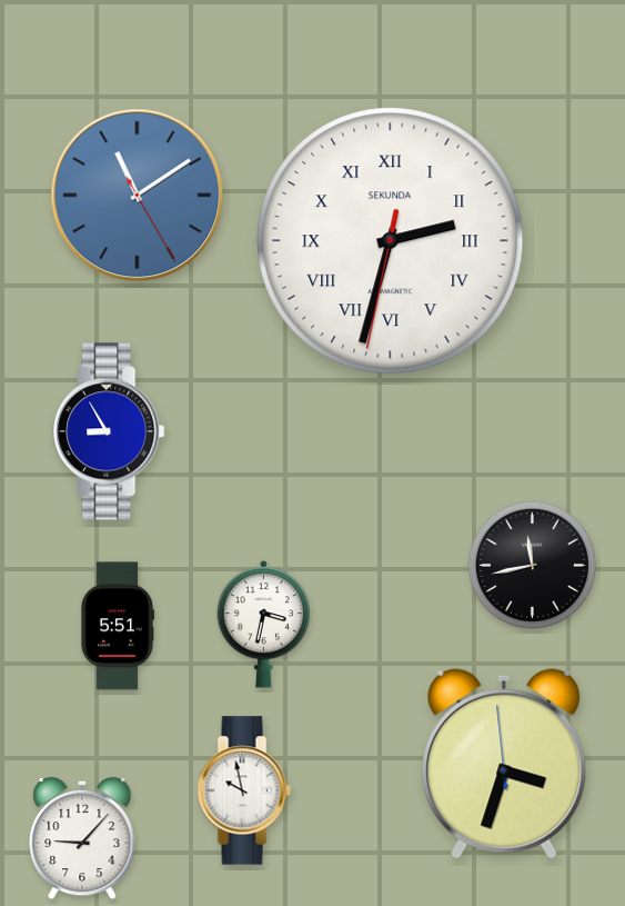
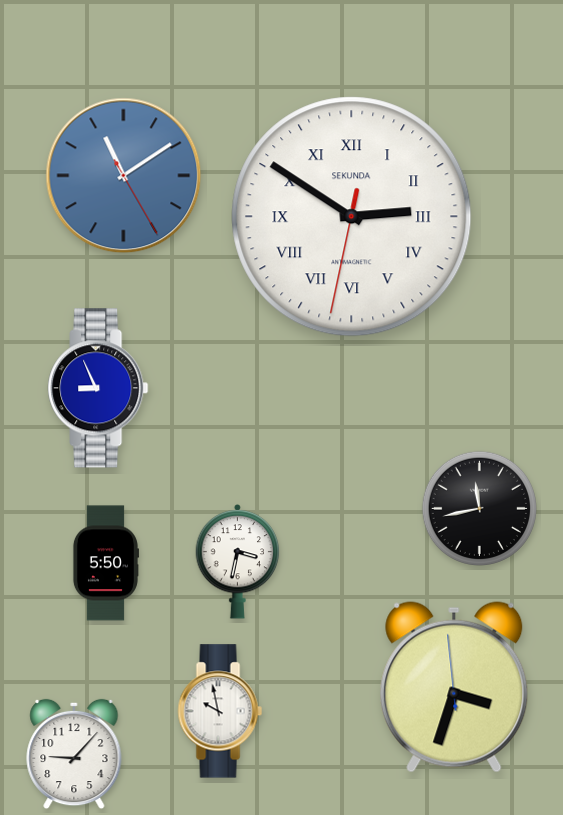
clock at (391, 241): 2:32 -> 2:50
clock at (109, 431): 8:55 -> 8:56
clock at (117, 626): 5:51 -> 5:50
